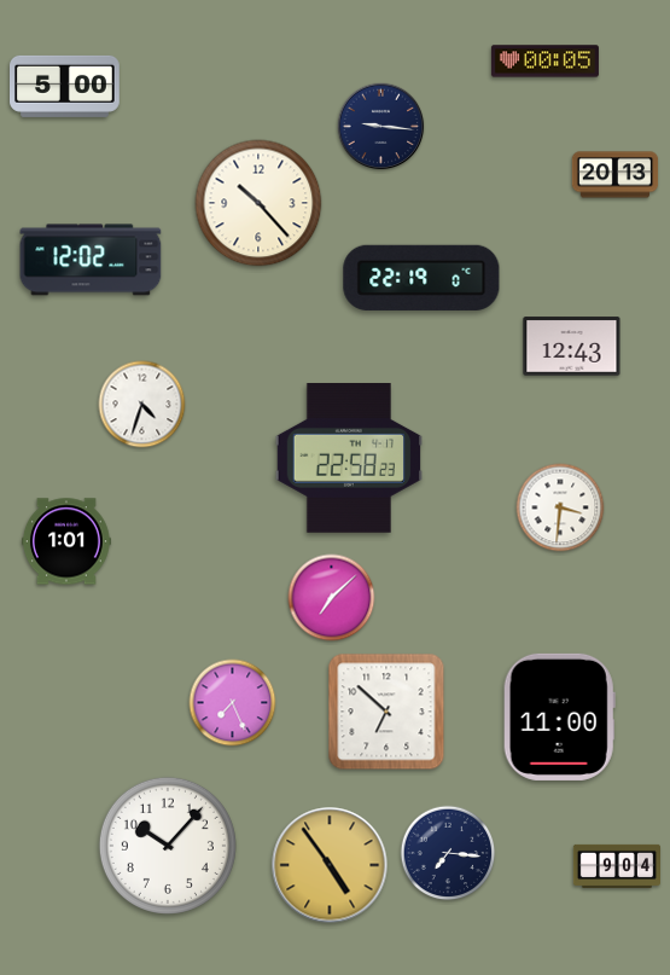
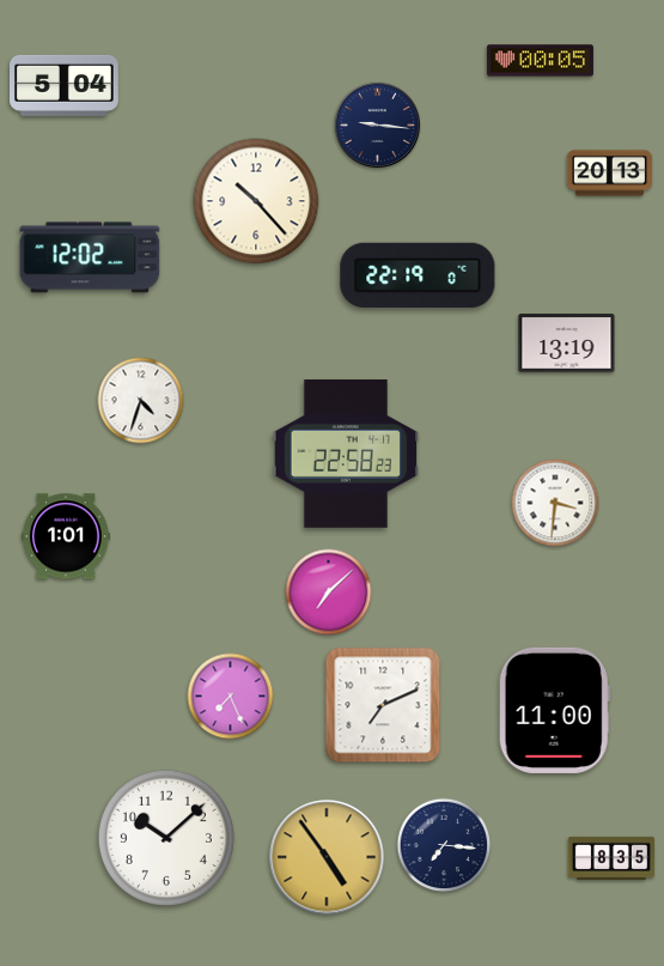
clock at (65, 86): 5:00 -> 5:04
clock at (572, 347): 12:43 -> 13:19
clock at (386, 712): 6:52 -> 7:11
clock at (168, 846): 10:07 -> 10:08
clock at (616, 866): 9:04 -> 8:35
